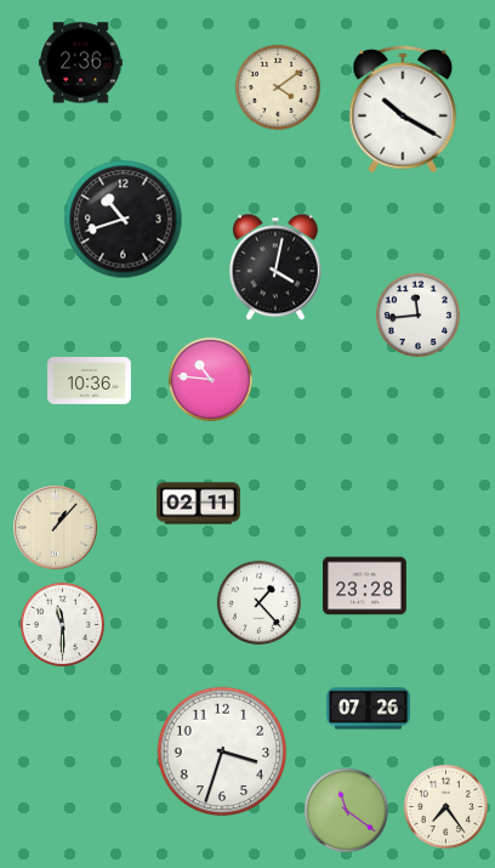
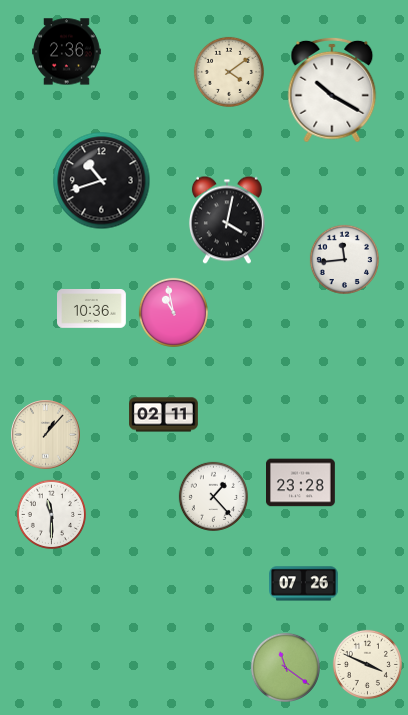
clock at (210, 379): 10:46 -> 10:58
clock at (90, 381) position: (90, 381) -> (92, 309)
clock at (222, 751): 3:33 -> none
clock at (445, 806): 7:24 -> 3:49
